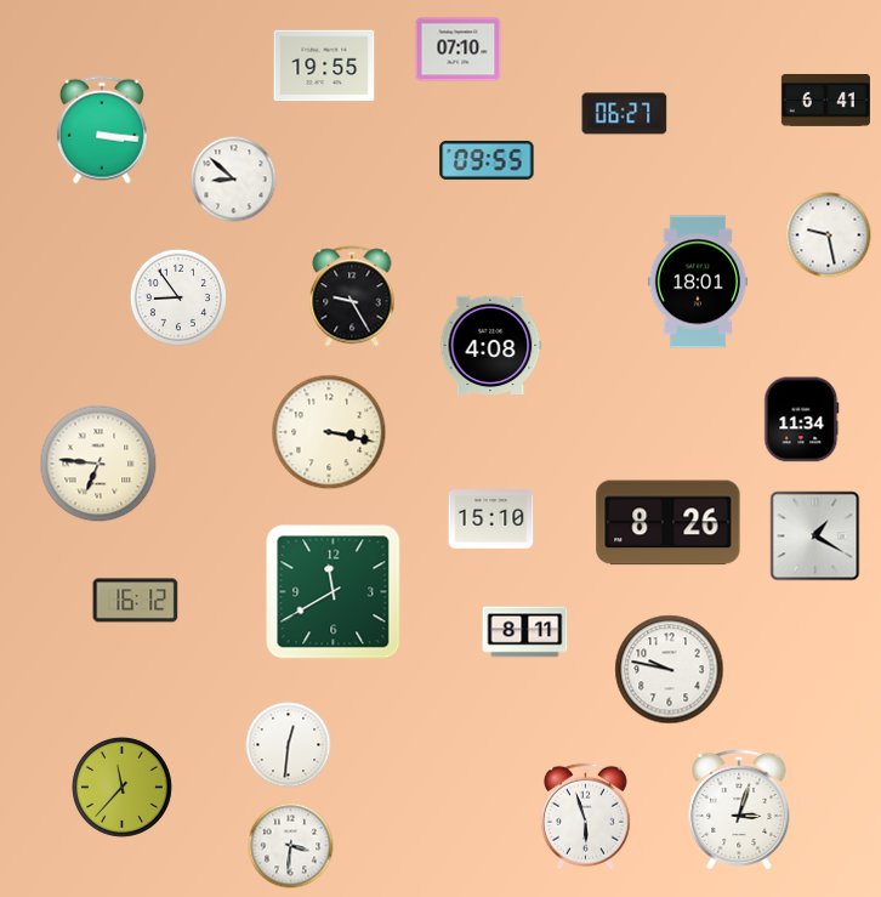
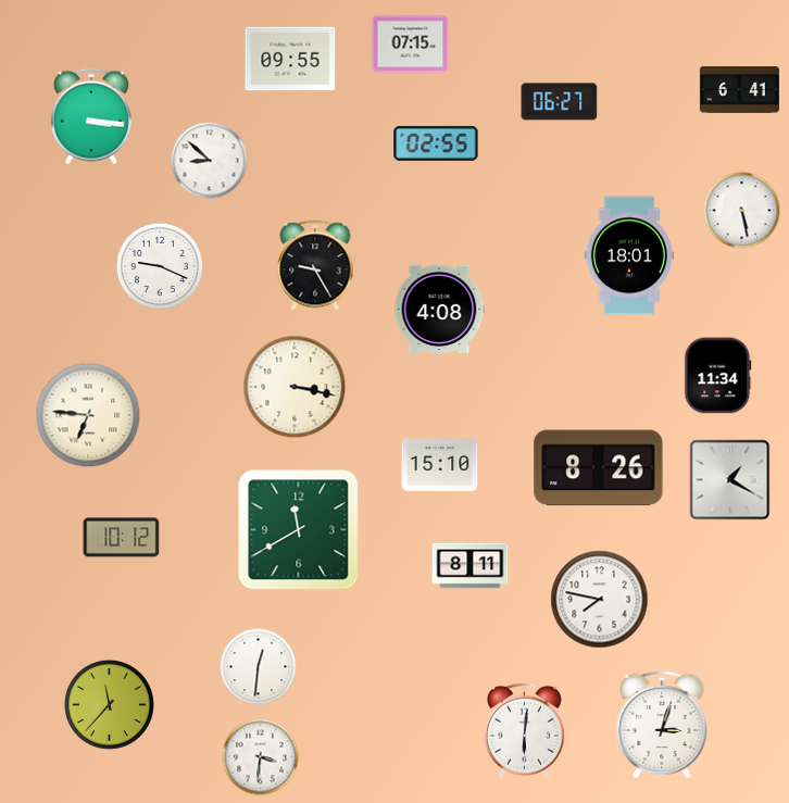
clock at (459, 50): 07:10 -> 07:15
clock at (324, 66): 19:55 -> 09:55
clock at (487, 160): 09:55 -> 02:55
clock at (829, 235): 9:28 -> 5:28
clock at (698, 282) position: (698, 282) -> (629, 255)
clock at (178, 297): 8:54 -> 9:19
clock at (136, 601): 16:12 -> 10:12
clock at (670, 670): 9:47 -> 7:47
clock at (585, 817): 5:57 -> 6:01
